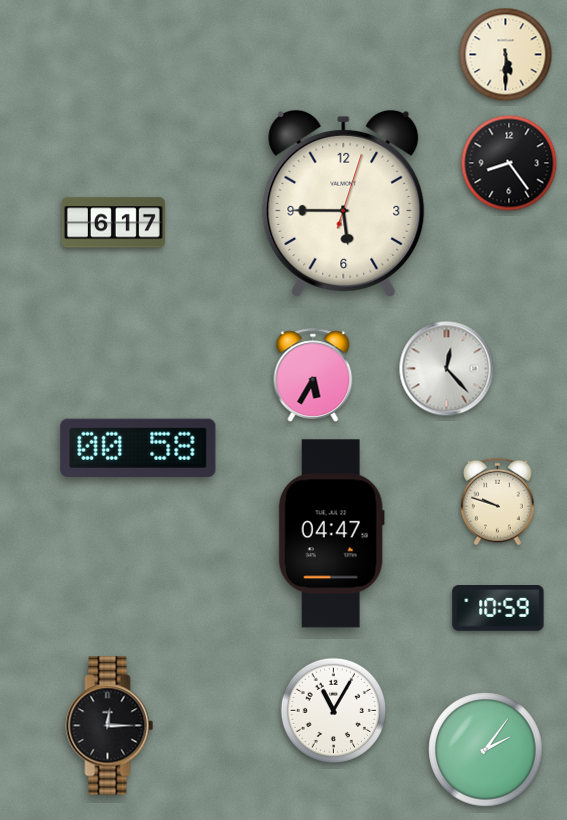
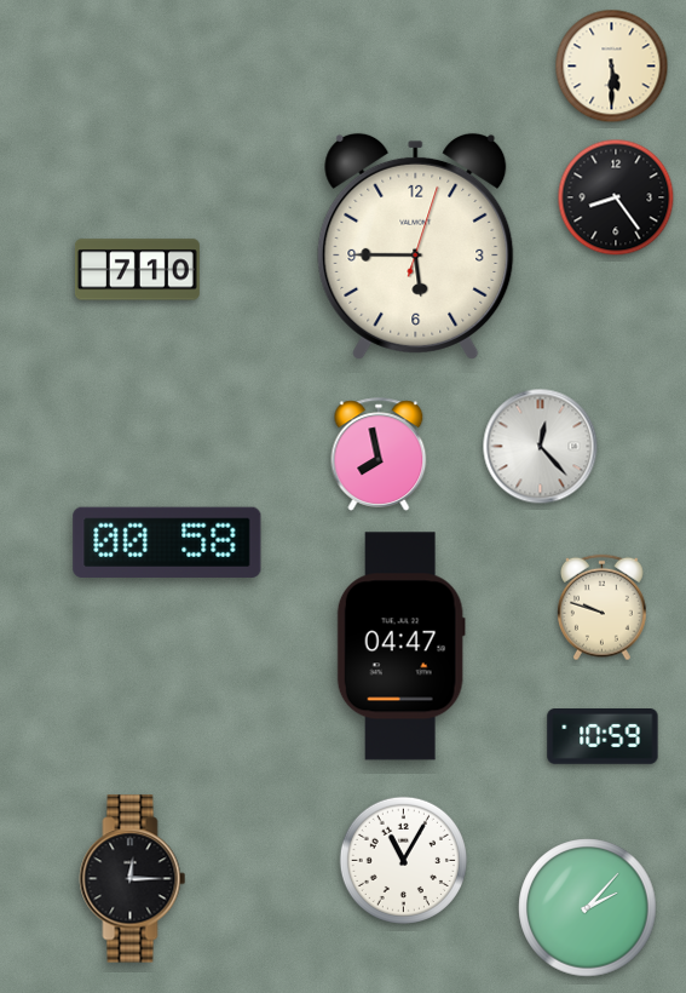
clock at (113, 223): 6:17 -> 7:10
clock at (313, 375): 5:35 -> 7:58
clock at (486, 750): 2:06 -> 2:07
